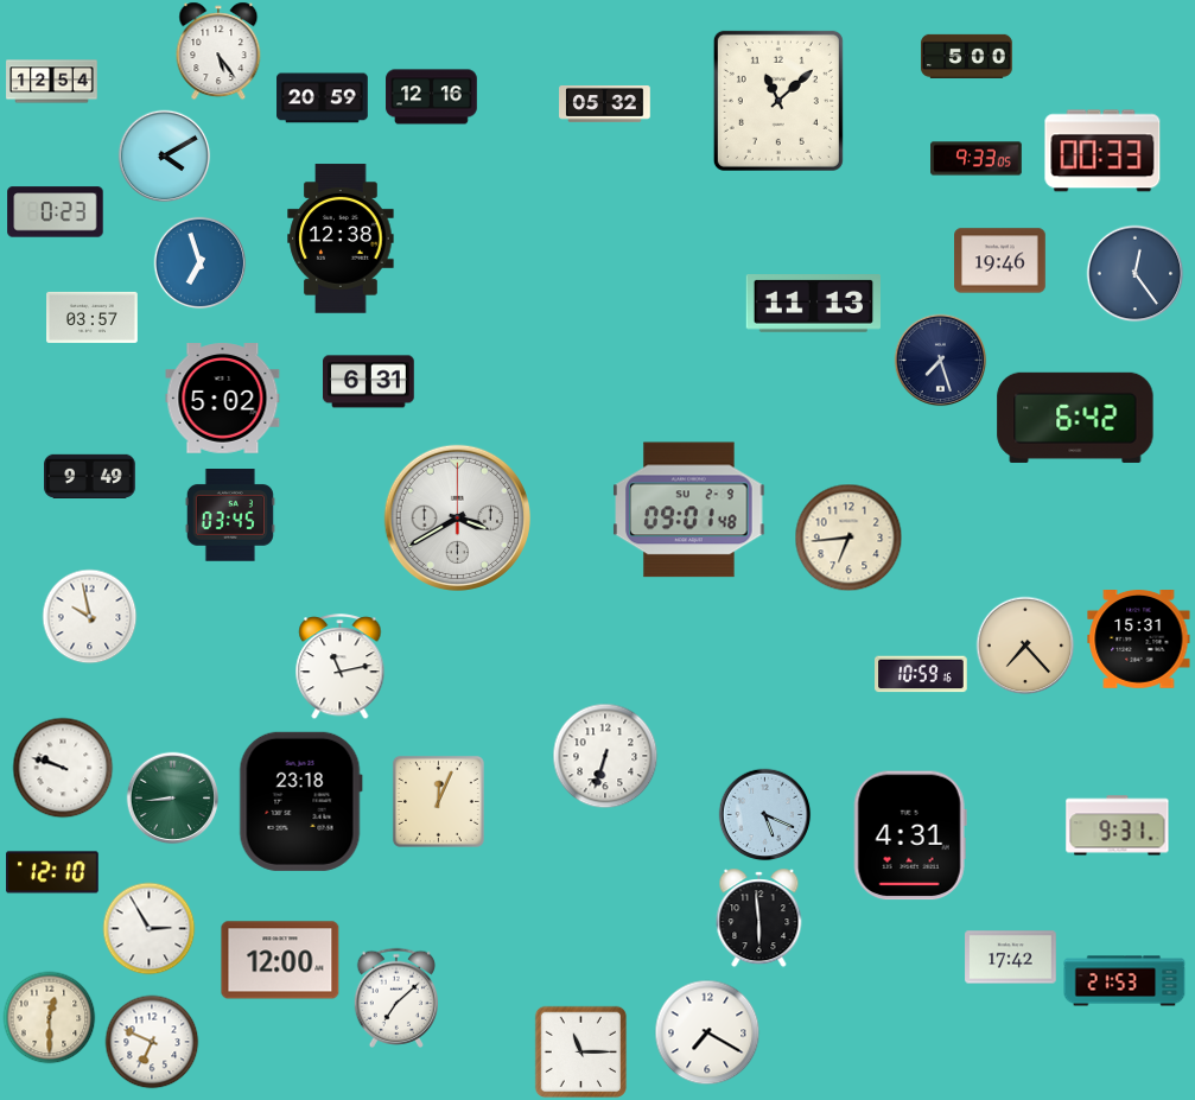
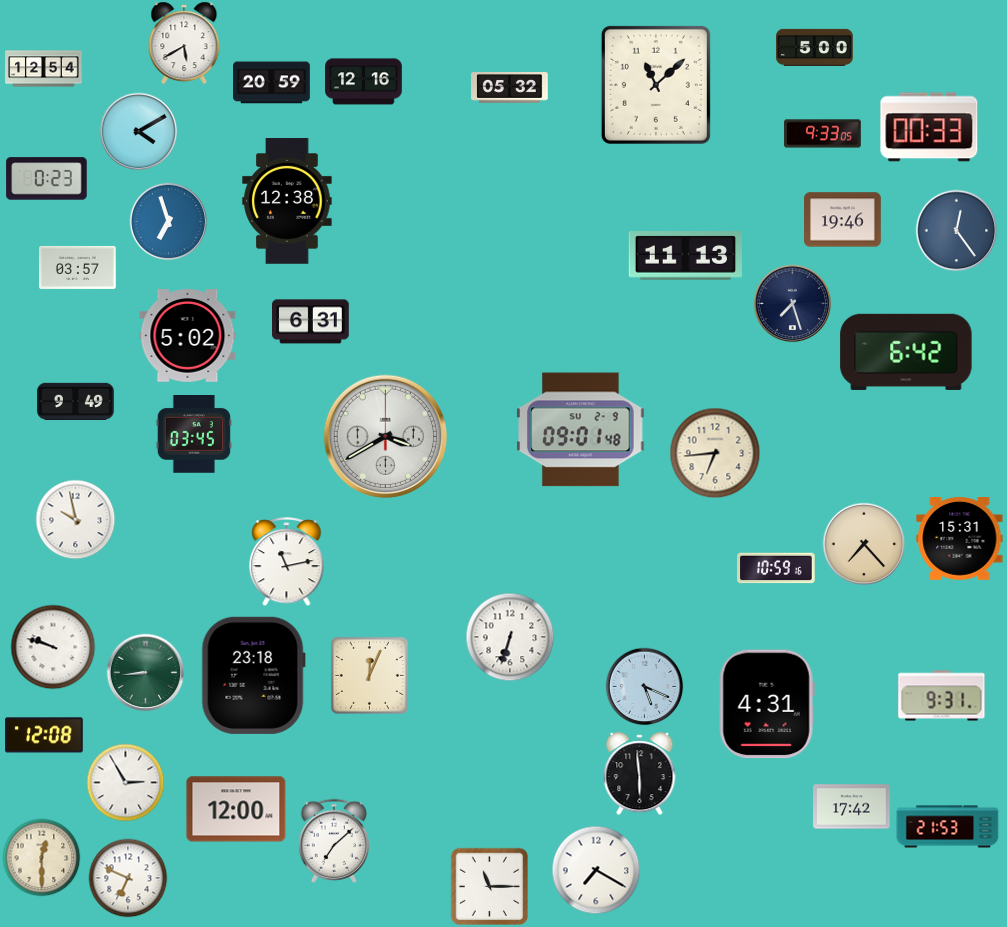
clock at (218, 51): 5:24 -> 5:40
clock at (52, 872): 12:10 -> 12:08
